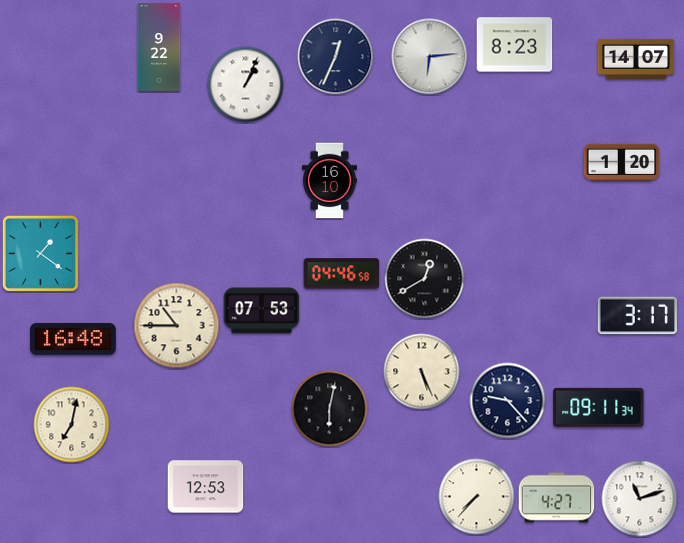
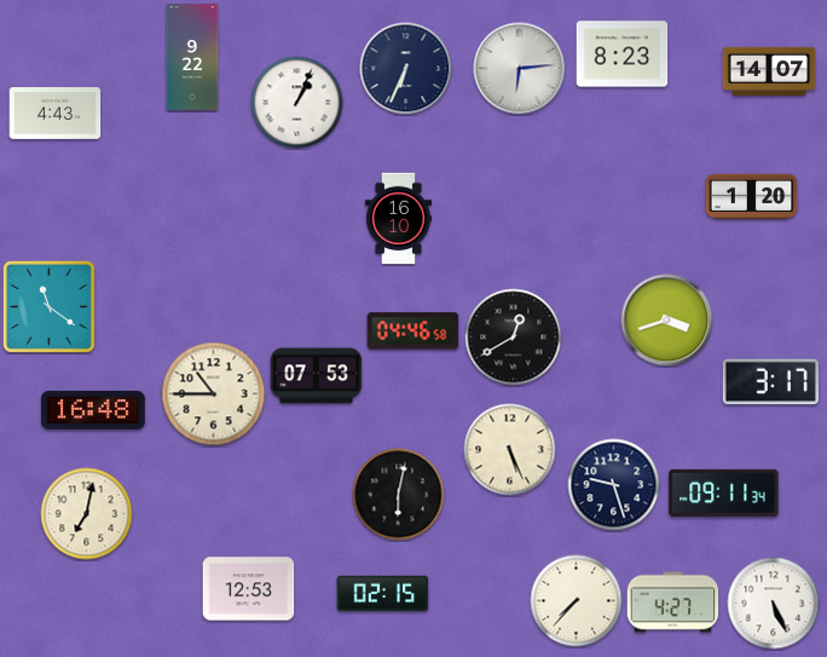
clock at (336, 57): 12:34 -> 6:34
clock at (56, 114): none -> 4:43
clock at (40, 253): 1:21 -> 11:21
clock at (667, 321): none -> 3:42
clock at (73, 339) position: (73, 339) -> (93, 410)
clock at (508, 401): 9:23 -> 9:27
clock at (383, 594): none -> 02:15
clock at (640, 499): 11:12 -> 5:26
